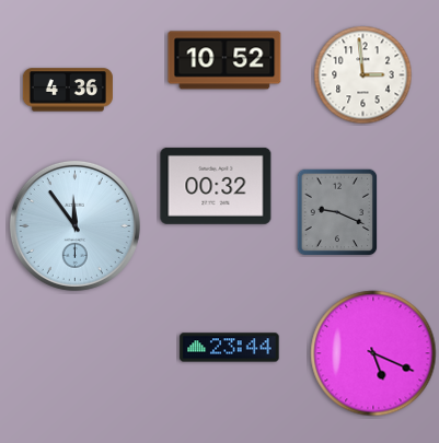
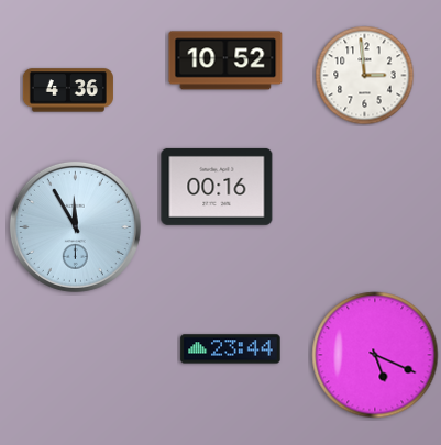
clock at (216, 186): 00:32 -> 00:16
clock at (337, 212): 9:19 -> none
clock at (74, 225): 11:54 -> 11:55
